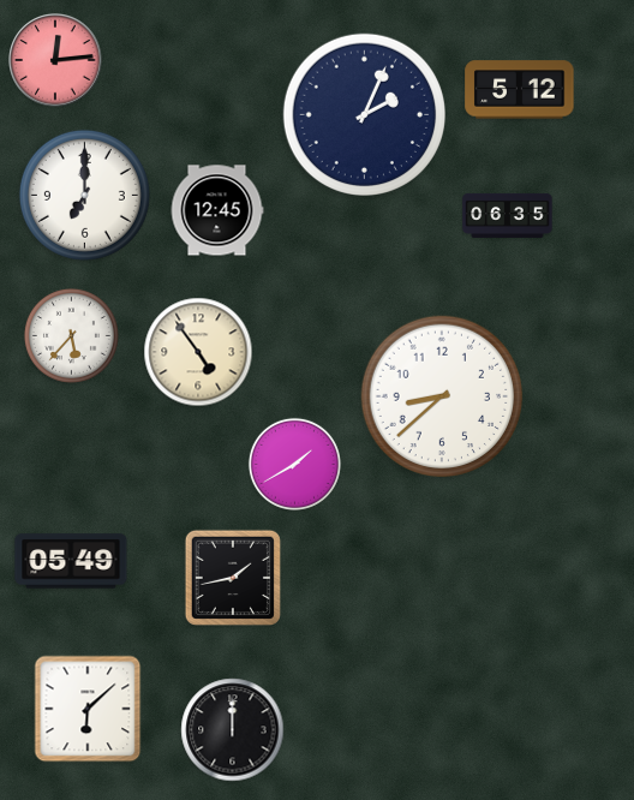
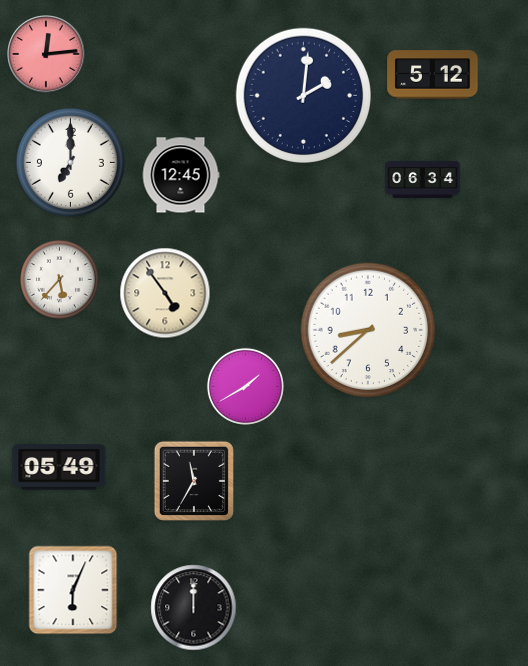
clock at (55, 60) position: (55, 60) -> (46, 54)
clock at (364, 114): 2:04 -> 2:01
clock at (508, 215): 06:35 -> 06:34
clock at (232, 577): 1:43 -> 11:35
clock at (88, 709): 6:08 -> 6:04
